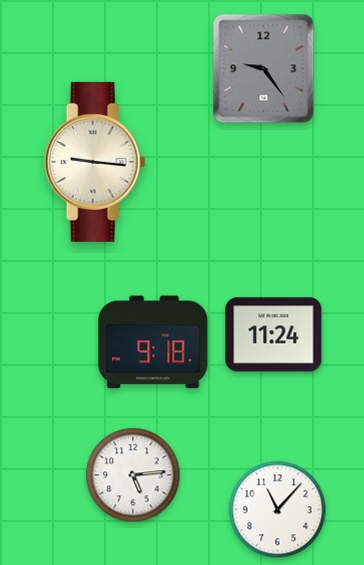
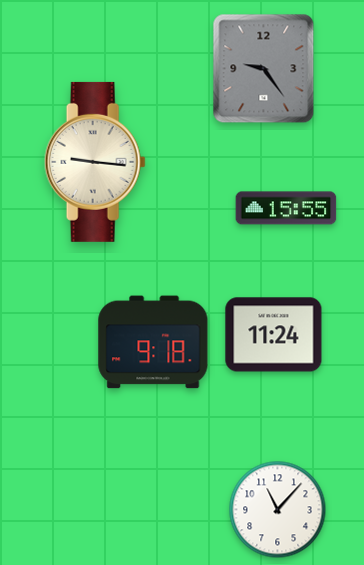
clock at (286, 208): none -> 15:55
clock at (133, 475): 5:14 -> none
